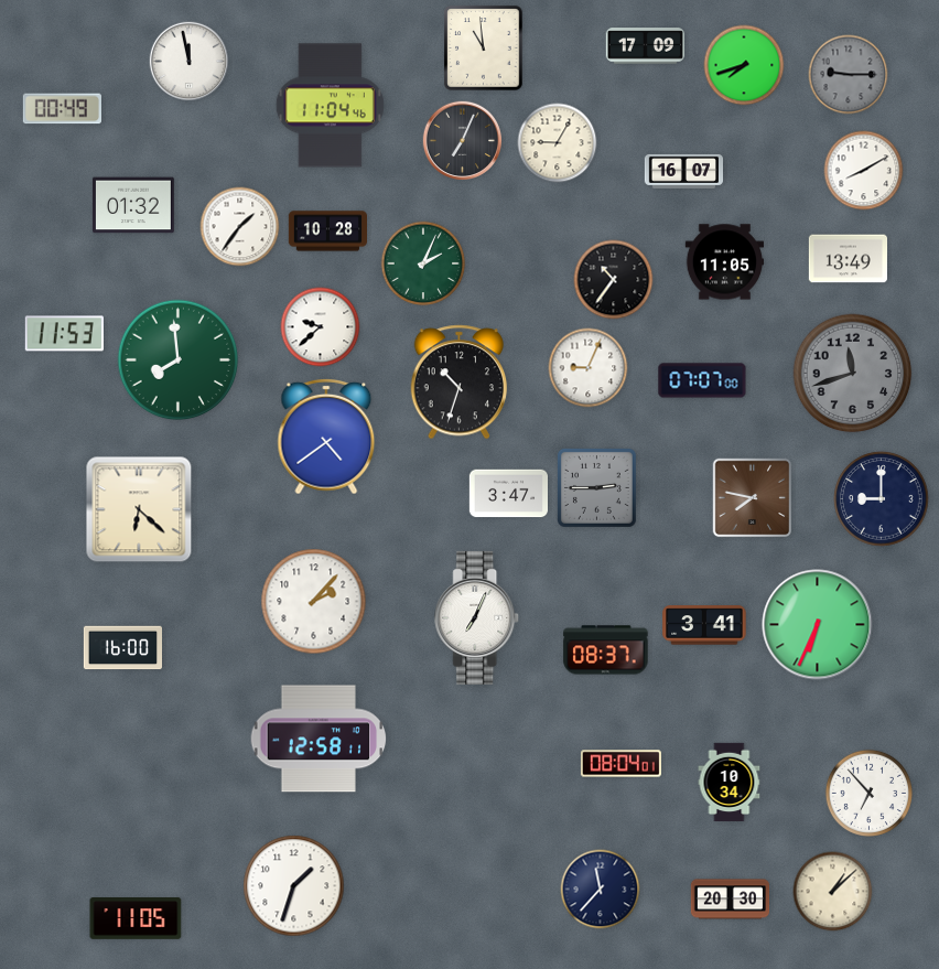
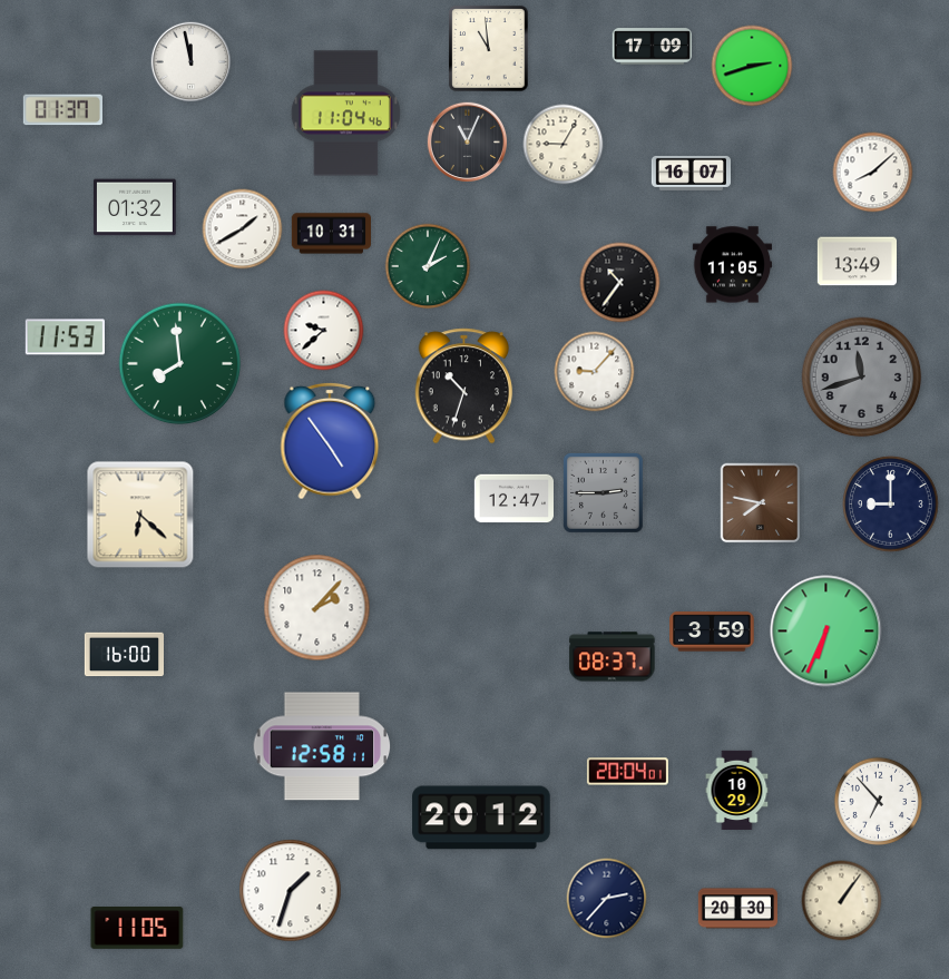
clock at (744, 65): 7:42 -> 2:42
clock at (849, 75): 9:15 -> none
clock at (330, 106) position: (330, 106) -> (345, 114)
clock at (62, 109): 00:49 -> 01:37
clock at (463, 141): 7:04 -> 11:04
clock at (864, 171): 8:10 -> 8:08
clock at (240, 227): 1:36 -> 1:40
clock at (328, 232): 10:28 -> 10:31
clock at (589, 368): 9:04 -> 9:07
clock at (702, 380): 07:07 -> none
clock at (326, 437): 4:39 -> 4:54
clock at (509, 494): 3:47 -> 12:47
clock at (477, 617): 7:04 -> none
clock at (704, 625): 3:41 -> 3:59
clock at (620, 764): 08:04 -> 20:04
clock at (730, 783): 10:34 -> 10:29
clock at (481, 818): none -> 20:12
clock at (294, 886) position: (294, 886) -> (291, 891)
clock at (601, 890): 11:37 -> 2:37
clock at (833, 892): 1:08 -> 1:06
